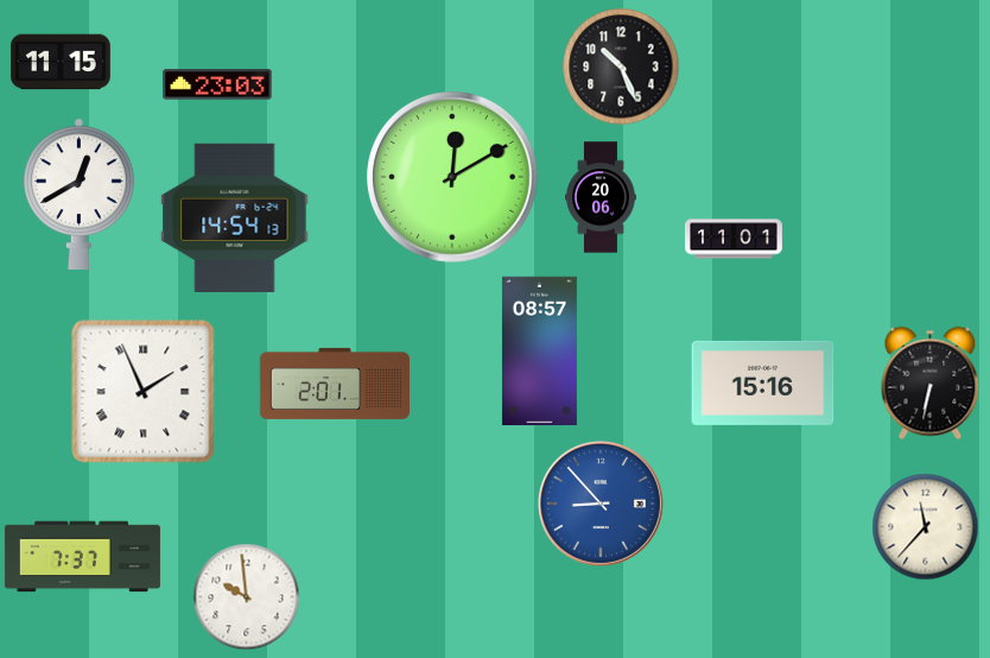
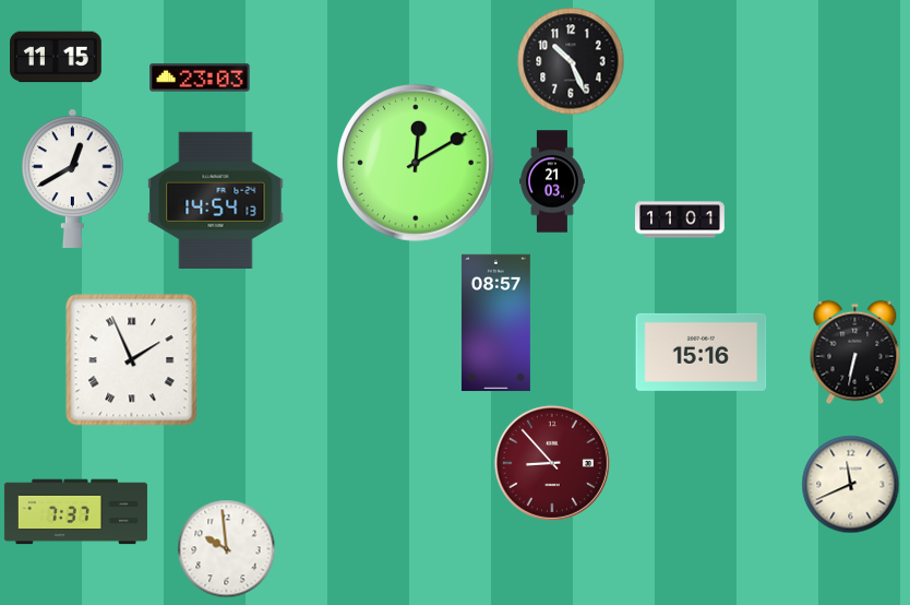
clock at (602, 197): 20:06 -> 21:03
clock at (735, 239) position: (735, 239) -> (681, 220)
clock at (335, 384): 2:01 -> none
clock at (601, 504) dial: blue -> burgundy
clock at (925, 526): 11:37 -> 11:41
